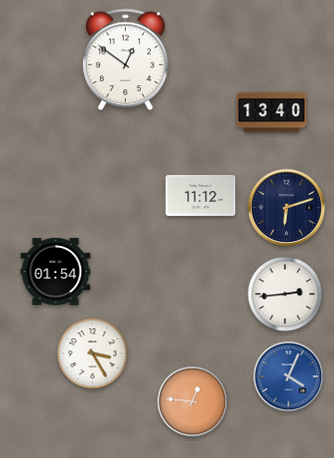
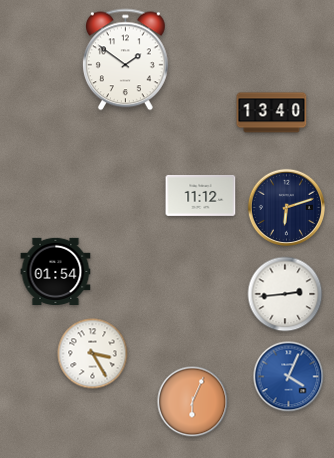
clock at (125, 60): 12:51 -> 1:51
clock at (193, 402): 12:46 -> 6:04
